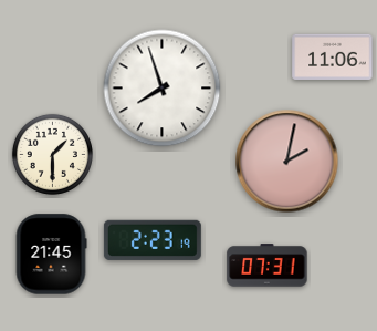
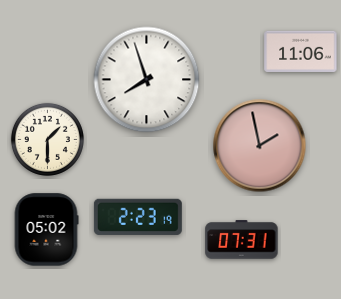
clock at (287, 162): 2:02 -> 1:58
clock at (51, 255): 21:45 -> 05:02
